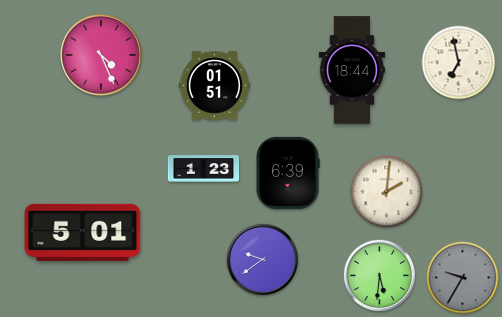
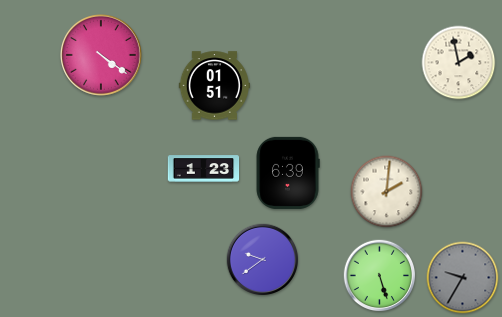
clock at (102, 56): 4:26 -> 4:21
clock at (459, 63): 6:58 -> 1:58
clock at (352, 70): 18:44 -> none
clock at (83, 232): 5:01 -> none
clock at (380, 276): 5:31 -> 5:27
